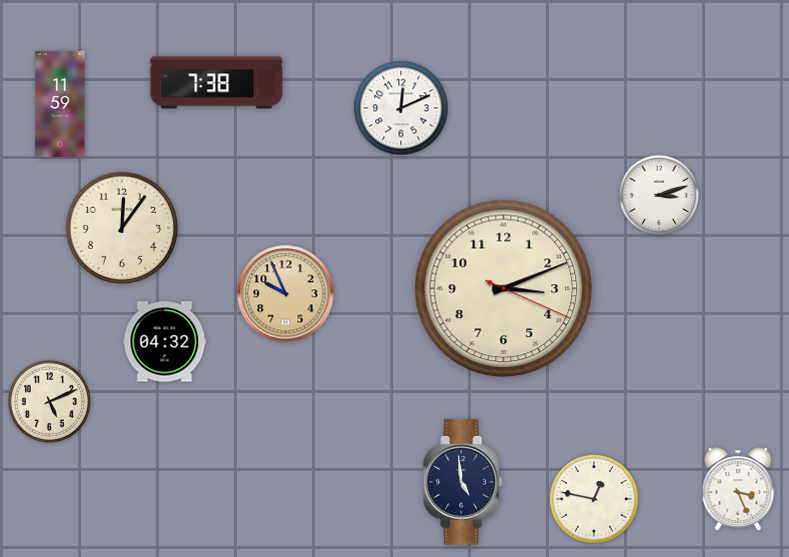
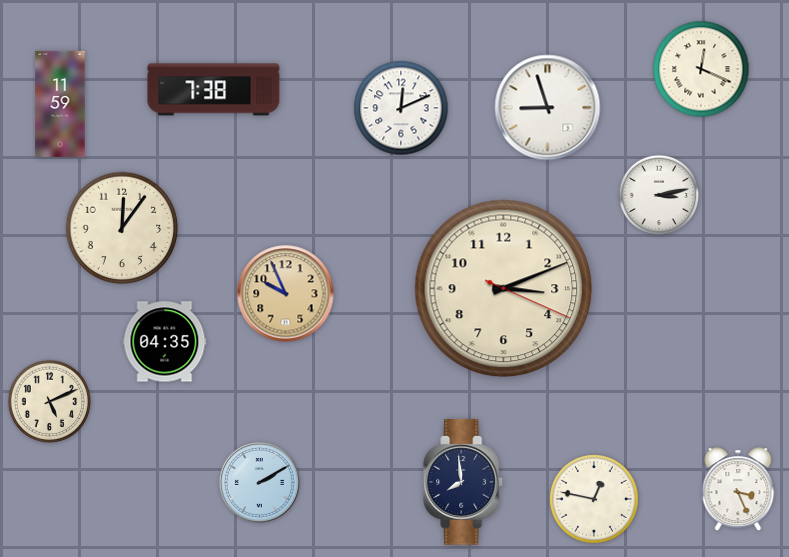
clock at (701, 69): none -> 12:19
clock at (217, 83) position: (217, 83) -> (214, 90)
clock at (548, 108): none -> 8:57
clock at (659, 195): 3:12 -> 3:13
clock at (165, 342): 04:32 -> 04:35
clock at (259, 482): none -> 2:10
clock at (464, 482): 4:59 -> 7:59
